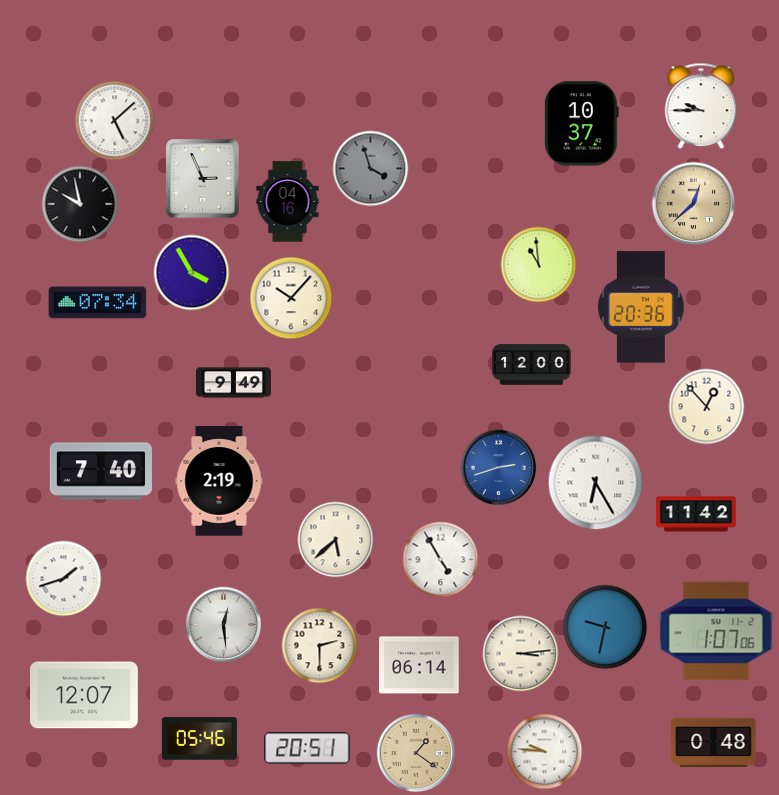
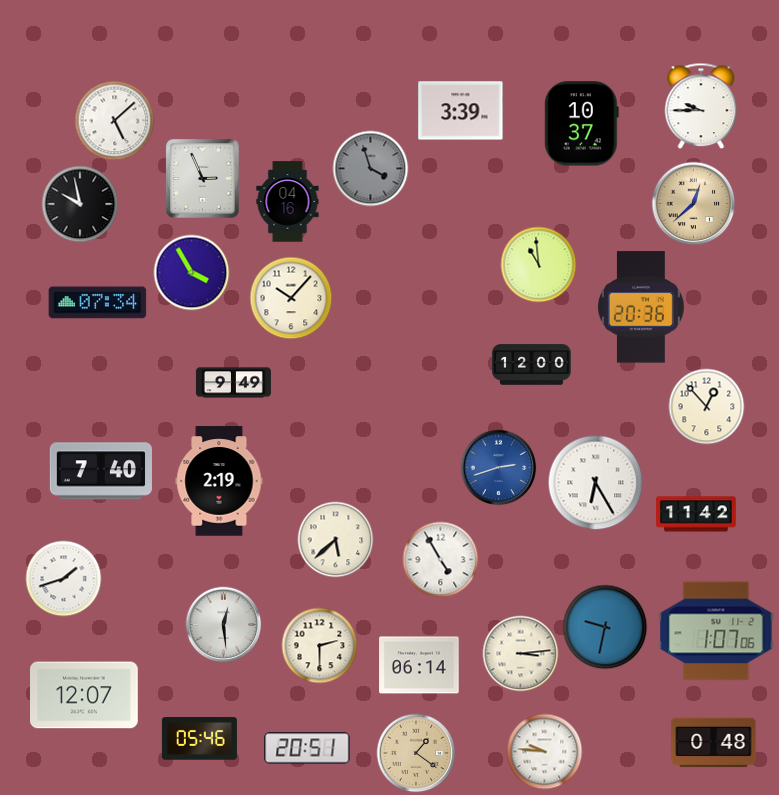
clock at (461, 111): none -> 3:39
